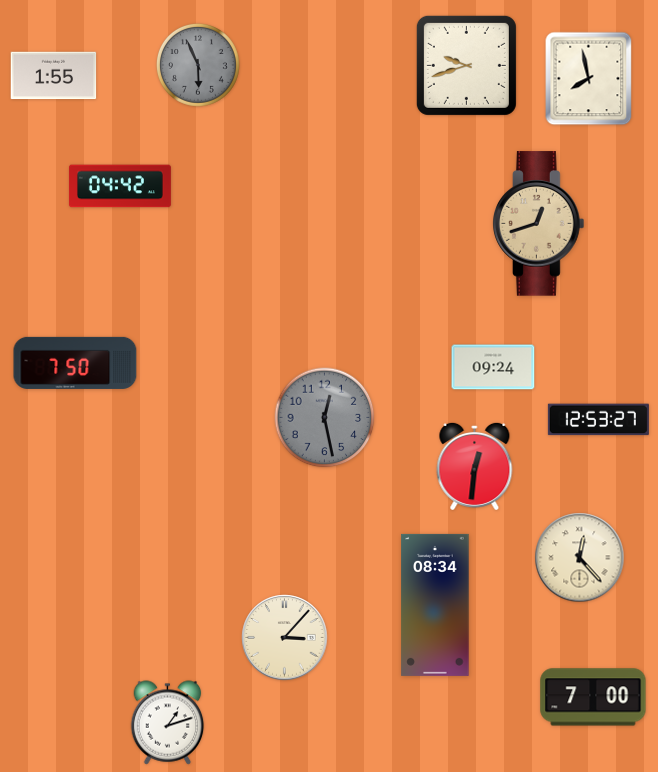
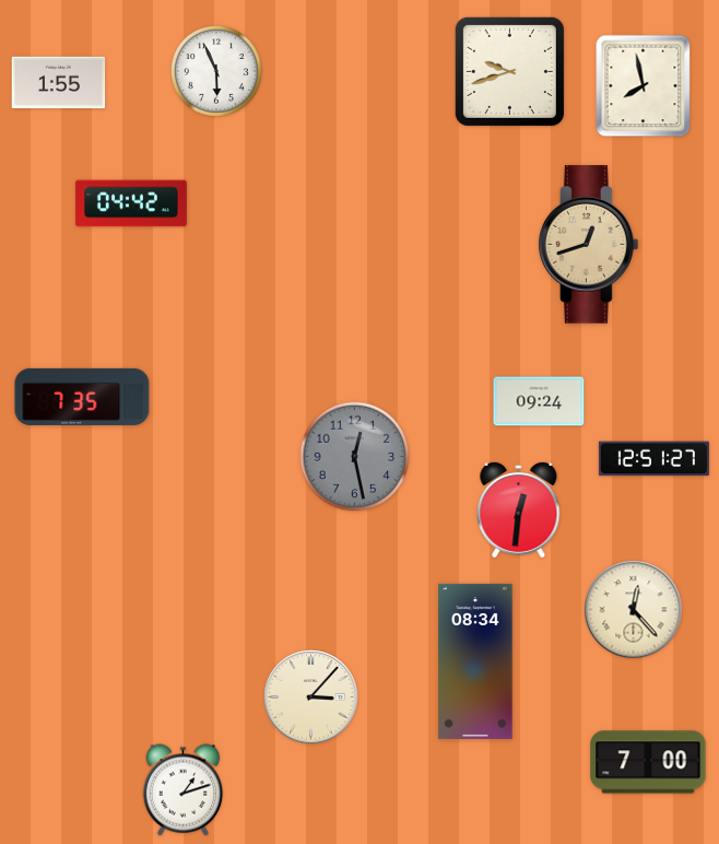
clock at (198, 65) dial: grey -> white
clock at (75, 363): 7:50 -> 7:35
clock at (598, 420): 12:53 -> 12:51
